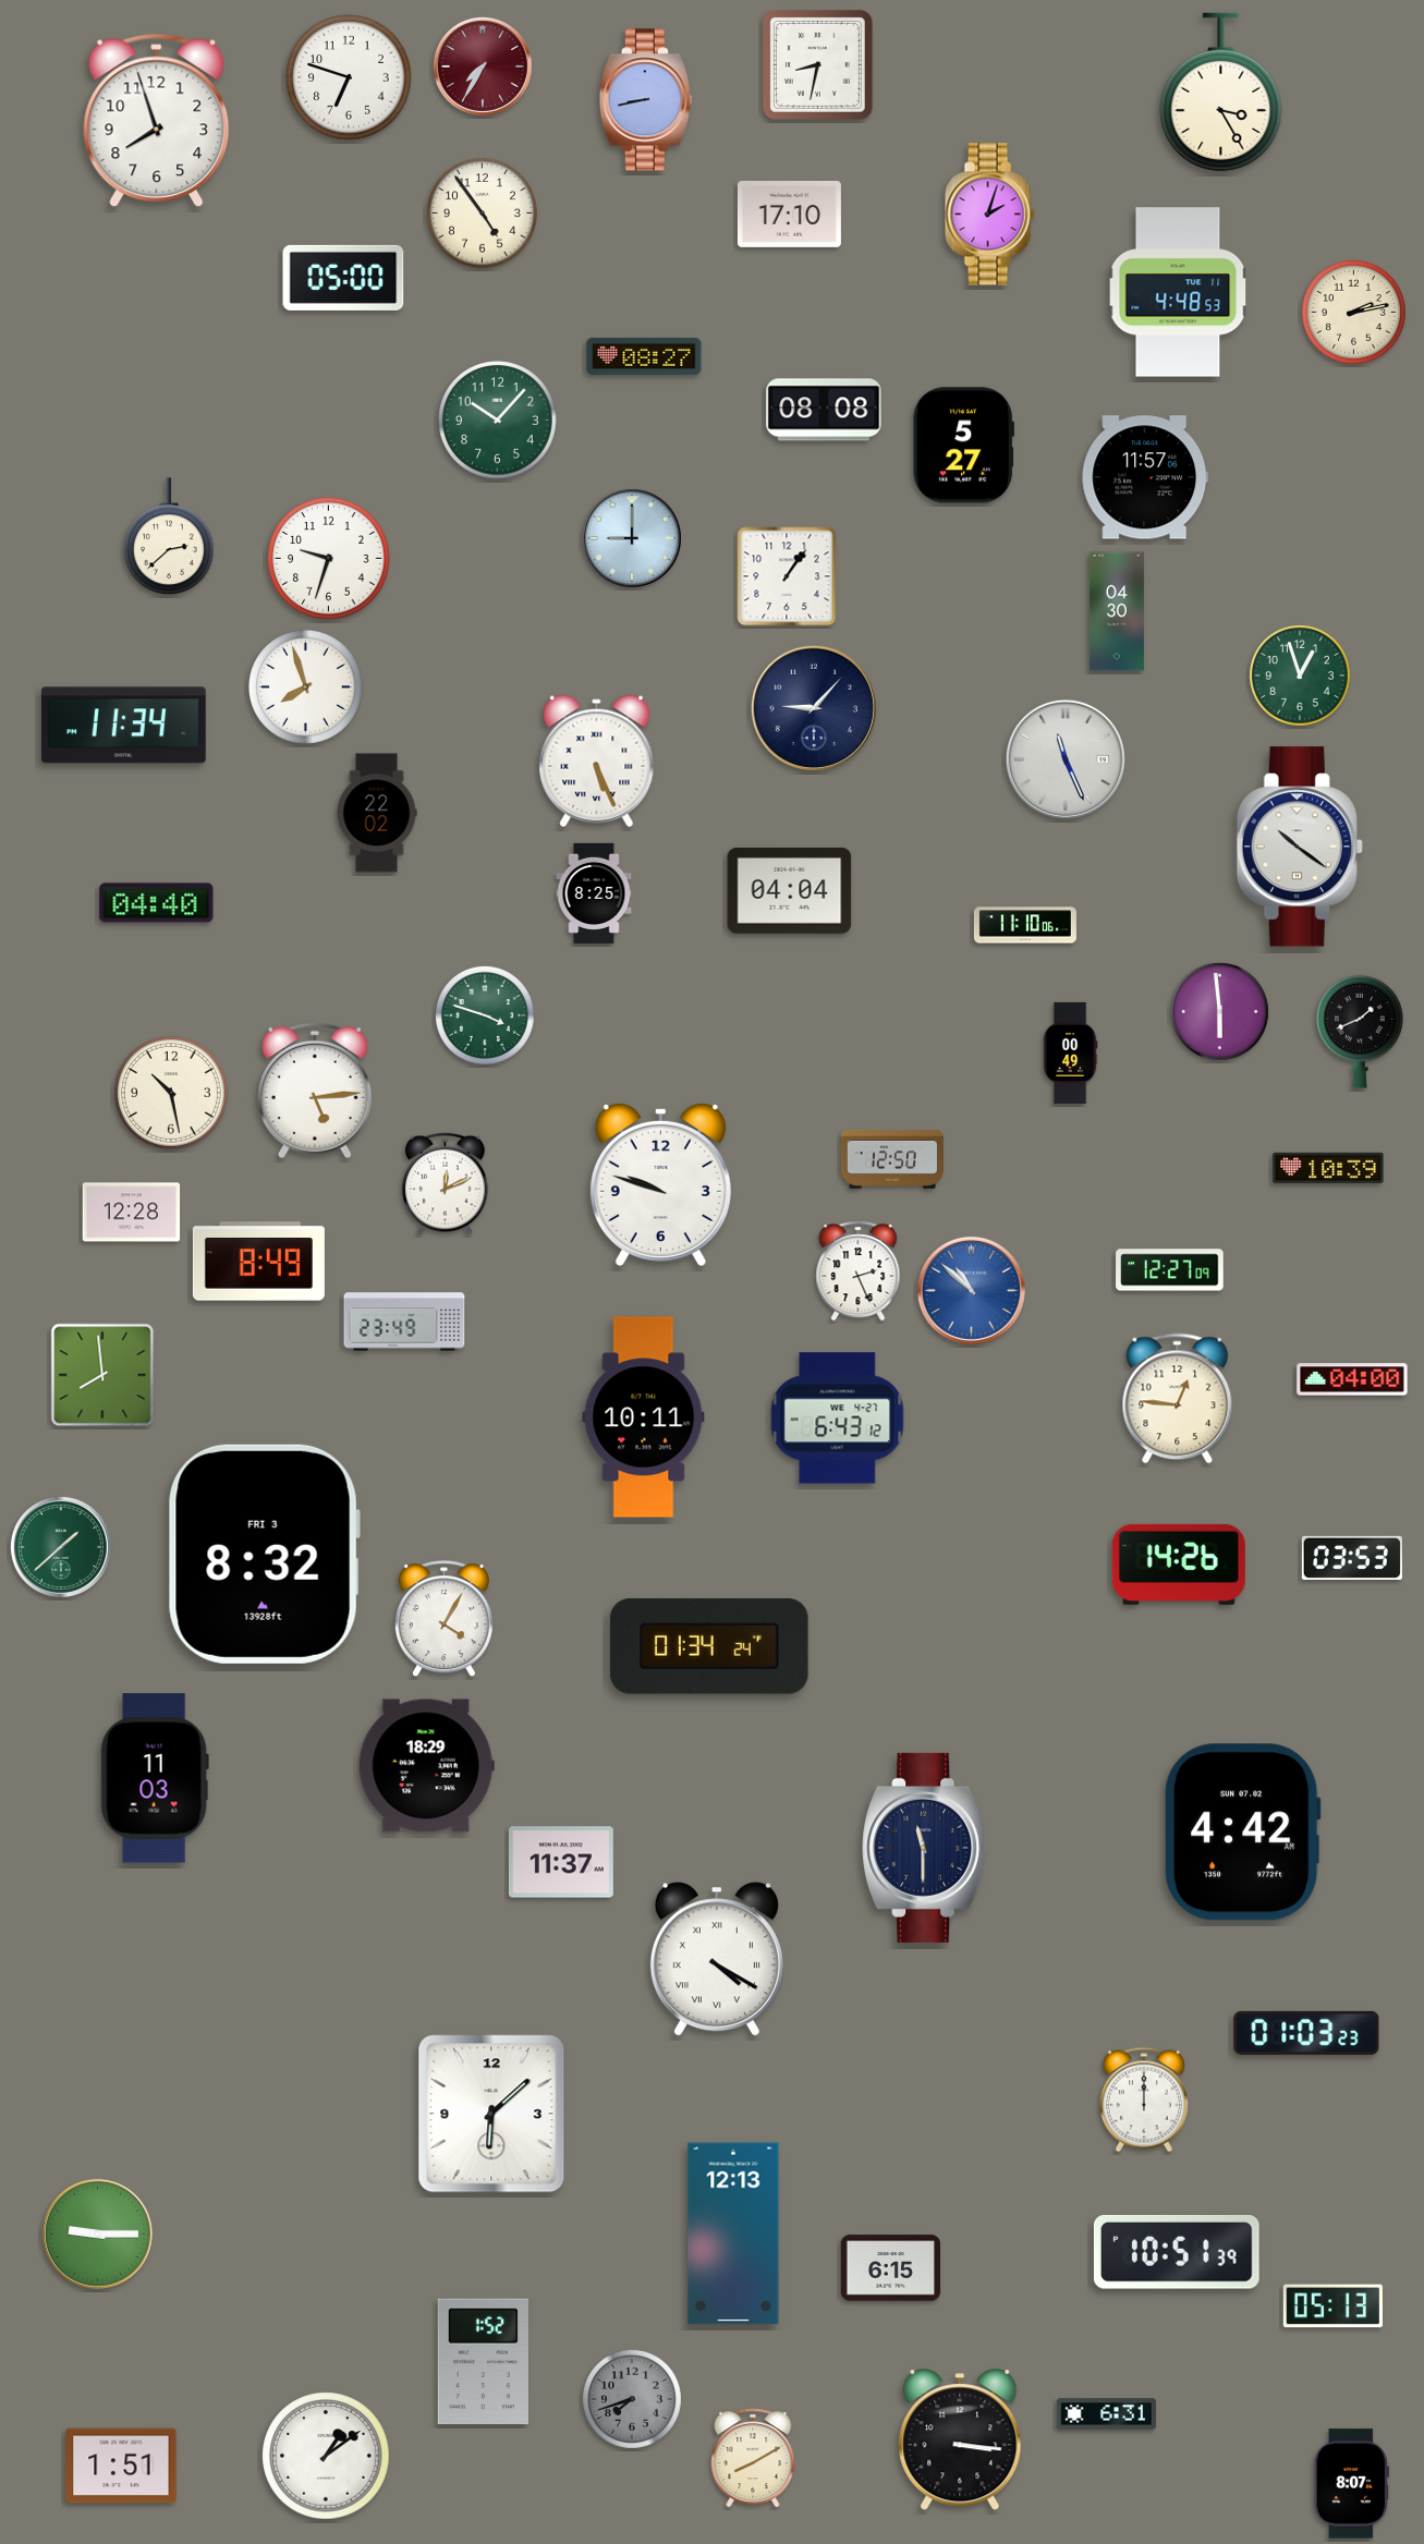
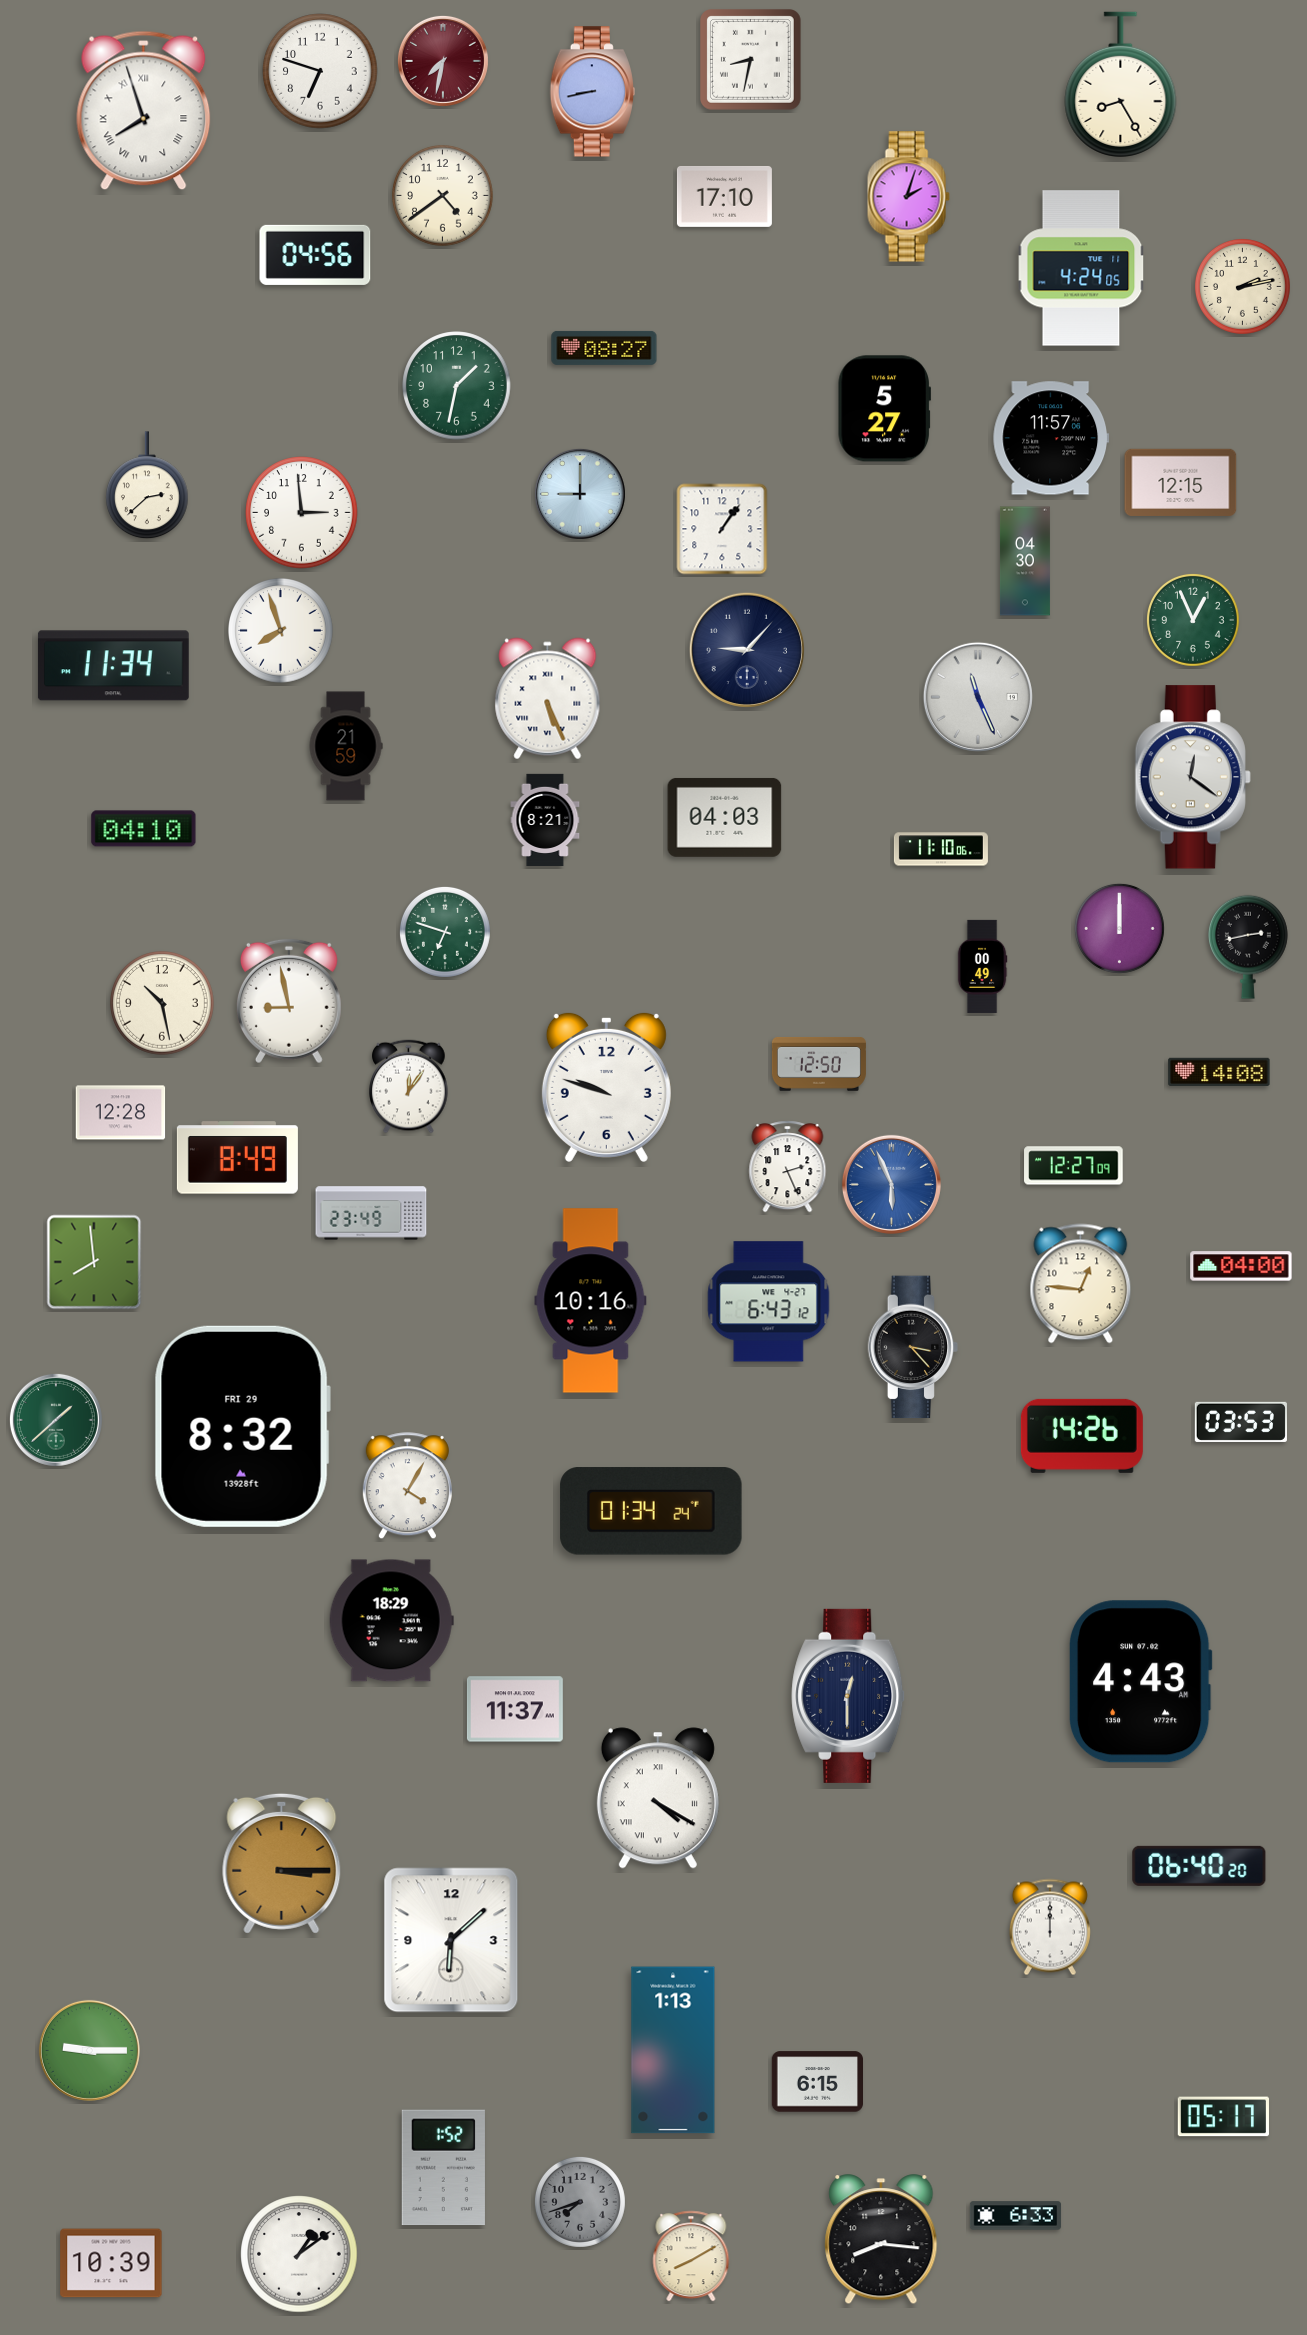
clock at (483, 66): 7:35 -> 7:32
clock at (1221, 92): 3:25 -> 8:25
clock at (157, 121) numerals: Arabic -> Roman
clock at (483, 214): 4:54 -> 4:39
clock at (343, 278): 05:00 -> 04:56
clock at (1178, 292): 4:48 -> 4:24
clock at (644, 356) position: (644, 356) -> (604, 348)
clock at (824, 410): 08:08 -> none
clock at (498, 421): 10:07 -> 1:32
clock at (1181, 482): none -> 12:15
clock at (170, 537) position: (170, 537) -> (148, 486)
clock at (329, 559): 9:33 -> 2:59
clock at (1300, 675): 12:57 -> 12:56
clock at (377, 813): 22:02 -> 21:59
clock at (1300, 847): 10:21 -> 12:21
clock at (790, 890): 04:04 -> 04:03
clock at (594, 892): 8:25 -> 8:21
clock at (157, 903): 04:40 -> 04:10
clock at (1219, 1011): 5:59 -> 12:00
clock at (485, 1015): 3:48 -> 6:48
clock at (1360, 1032): 1:41 -> 2:43
clock at (315, 1091): 5:14 -> 8:58
clock at (172, 1094) position: (172, 1094) -> (163, 1004)
clock at (1328, 1168): 10:39 -> 14:08
clock at (446, 1184): 12:11 -> 12:06
clock at (971, 1290): 10:52 -> 5:56
clock at (644, 1417): 10:11 -> 10:16
clock at (913, 1347): none -> 3:23
clock at (264, 1554) date: FRI 3 -> FRI 29
clock at (1352, 1558) position: (1352, 1558) -> (1241, 1422)
clock at (155, 1778): 11:03 -> none
clock at (1242, 1833): 4:42 -> 4:43
clock at (925, 1848): 11:30 -> 12:30
clock at (282, 1863): none -> 3:15
clock at (1306, 2033): 01:03 -> 06:40
clock at (733, 2233): 12:13 -> 1:13
clock at (1177, 2253): 10:51 -> none
clock at (1332, 2306): 05:13 -> 05:17
clock at (1107, 2414): 6:31 -> 6:33
clock at (960, 2440): 3:16 -> 8:16
clock at (121, 2466): 1:51 -> 10:39
clock at (1351, 2484): 8:07 -> none
